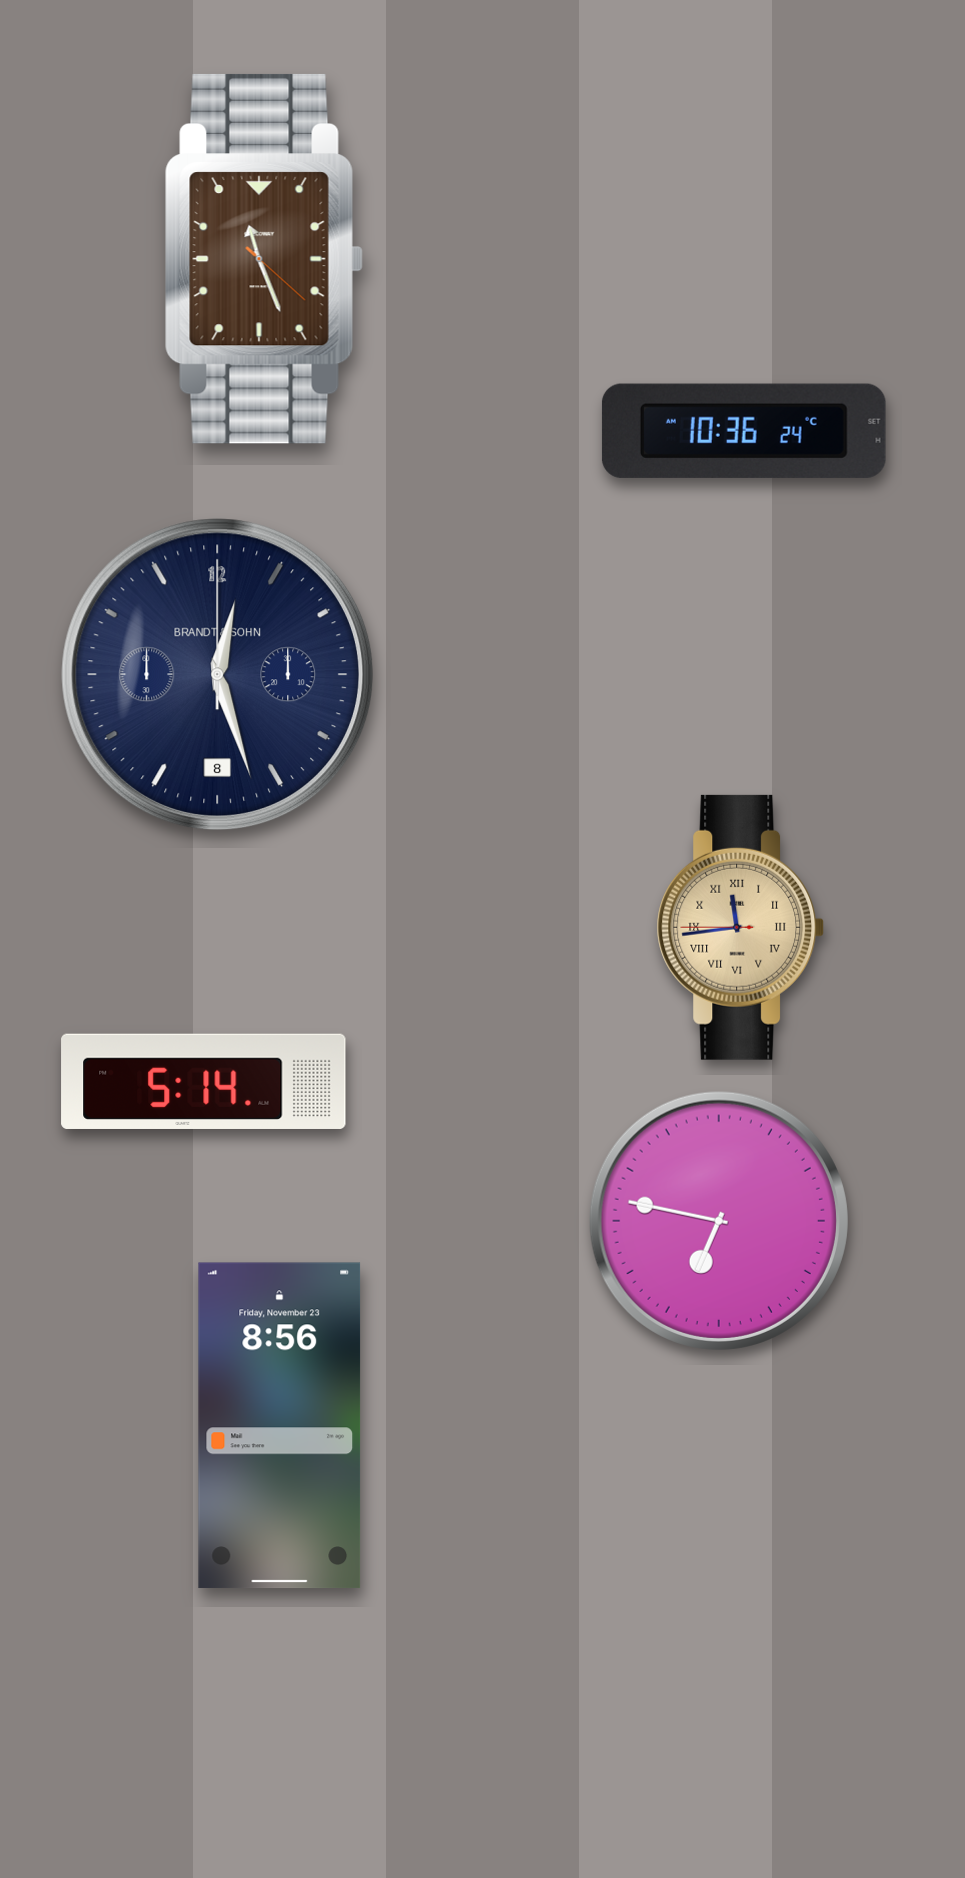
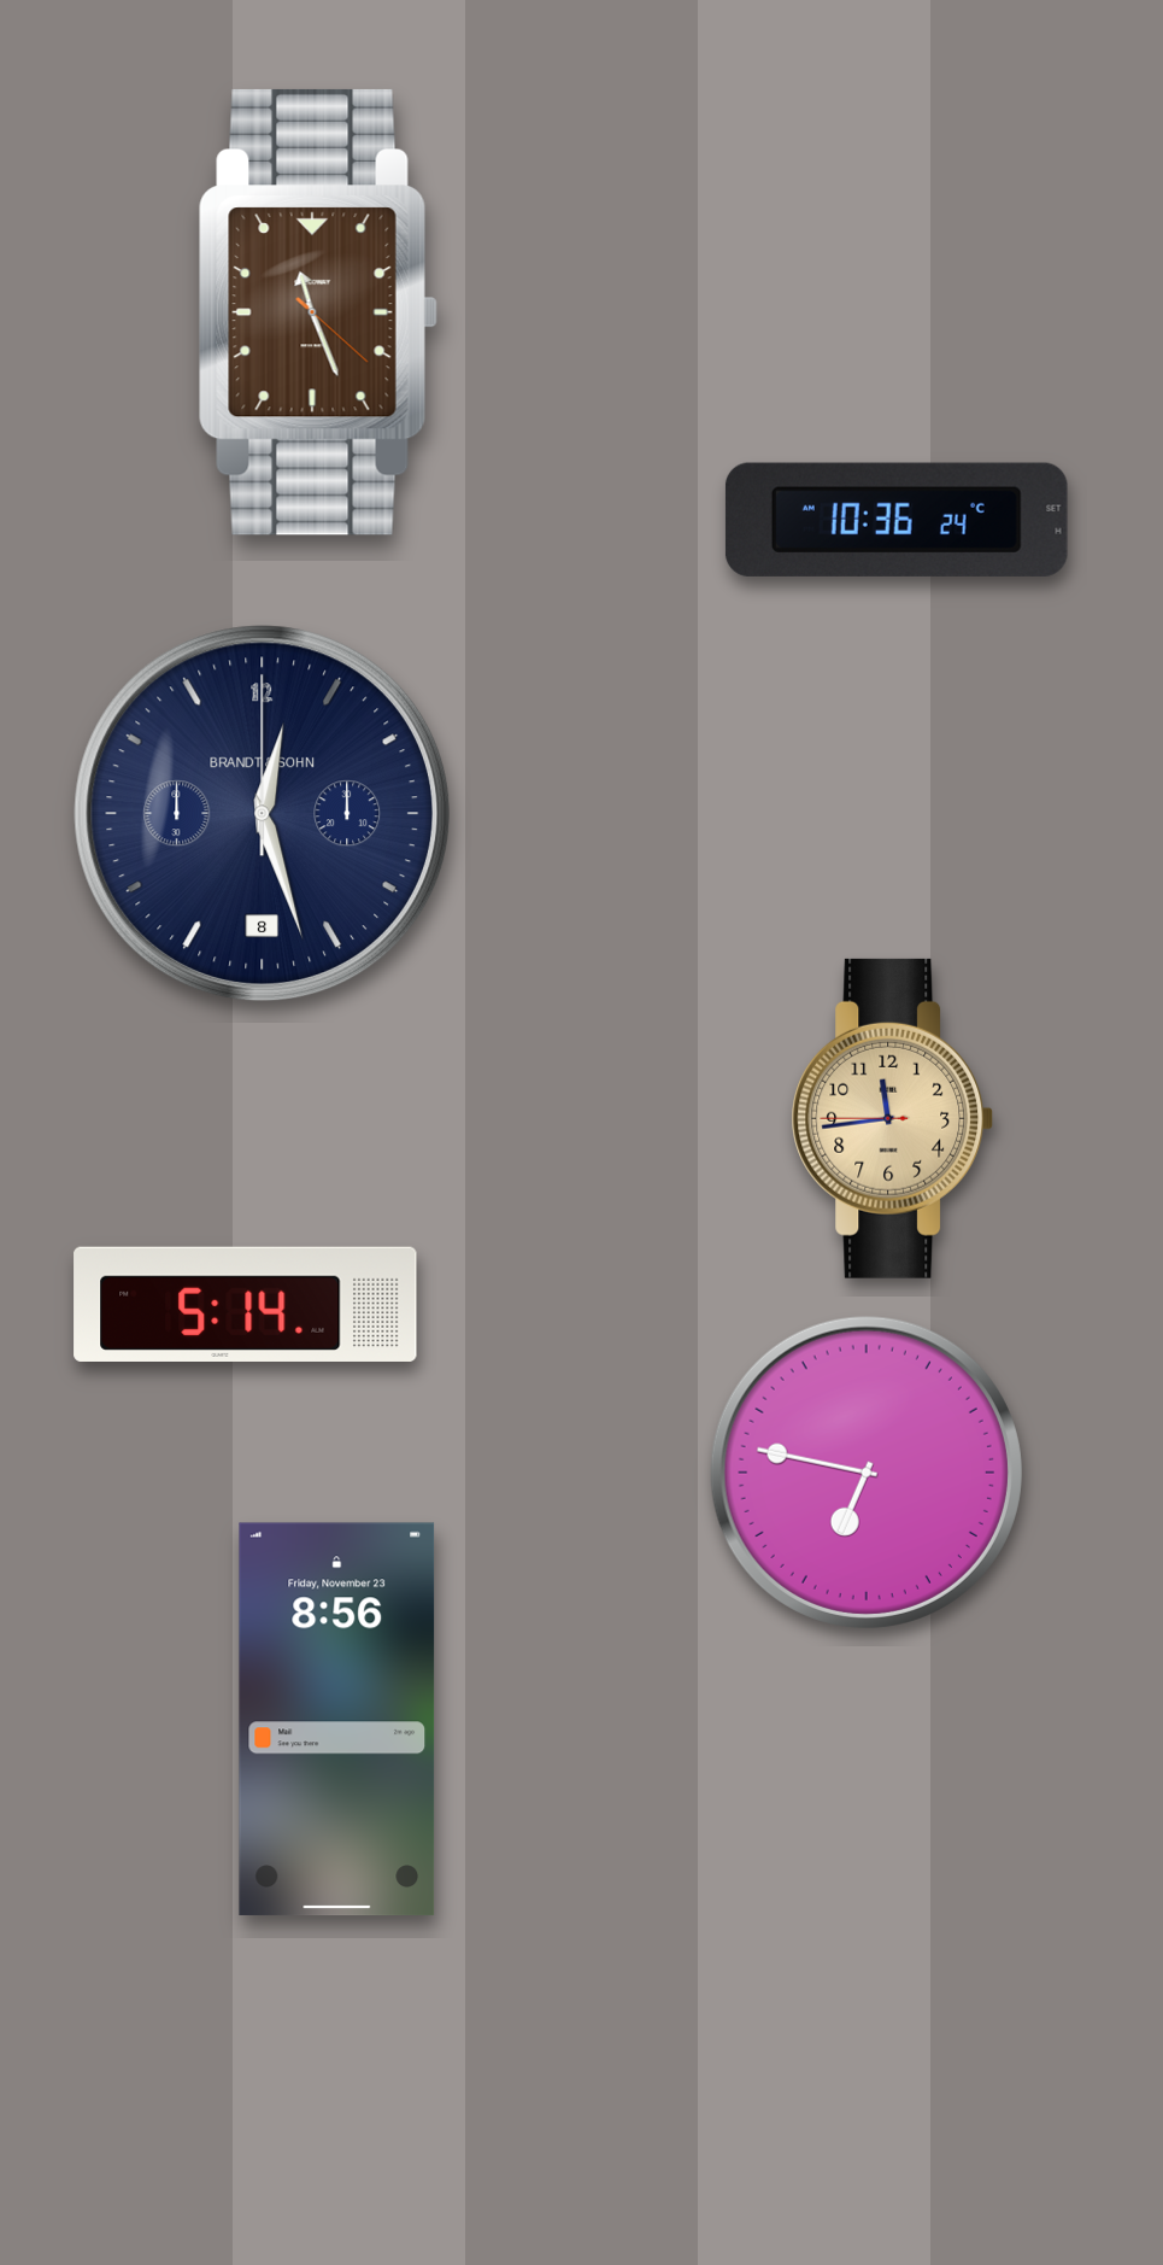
clock at (741, 927) numerals: Roman -> Arabic
